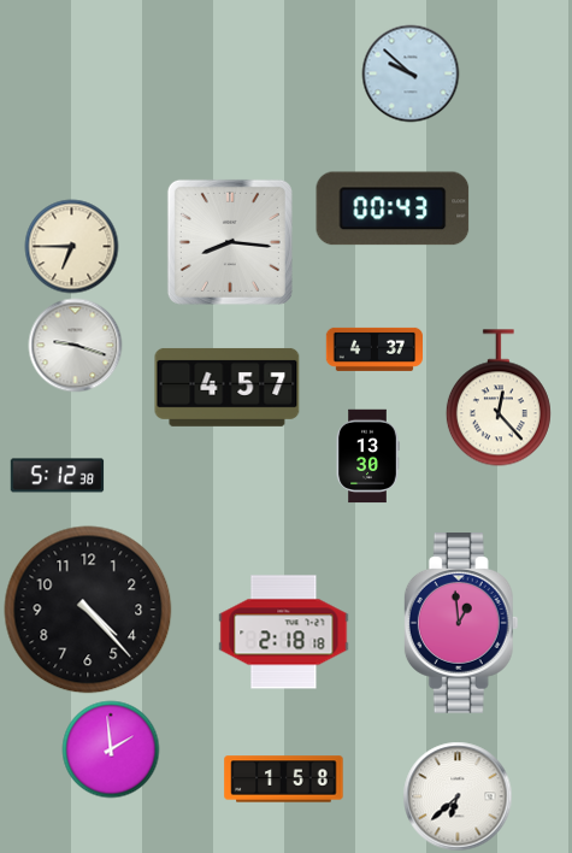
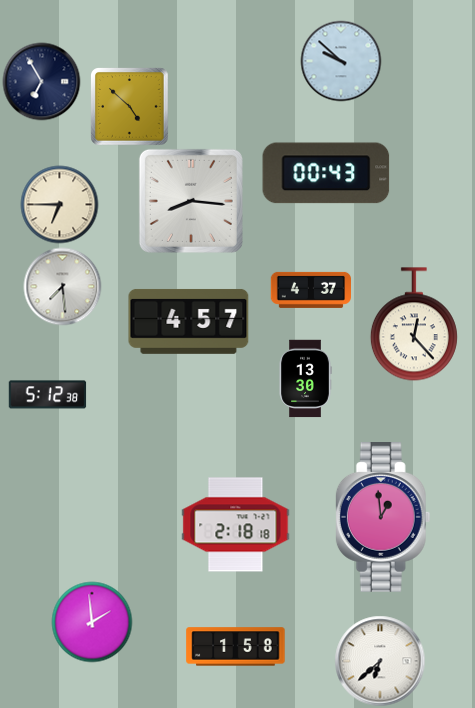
clock at (41, 81): none -> 6:55
clock at (129, 106): none -> 4:52
clock at (75, 345): 9:18 -> 7:29
clock at (499, 398) position: (499, 398) -> (414, 324)
clock at (88, 610): 4:23 -> none
